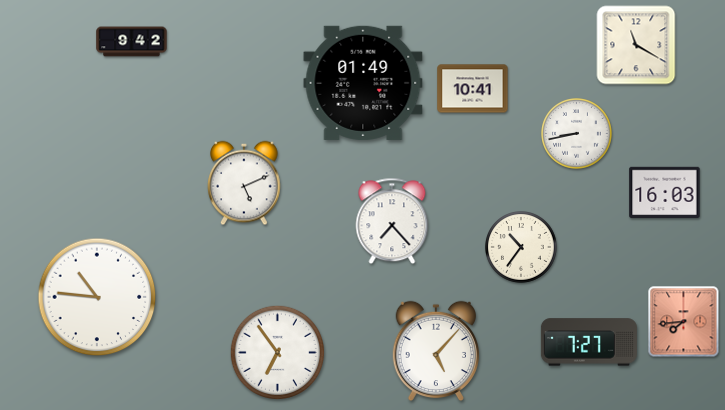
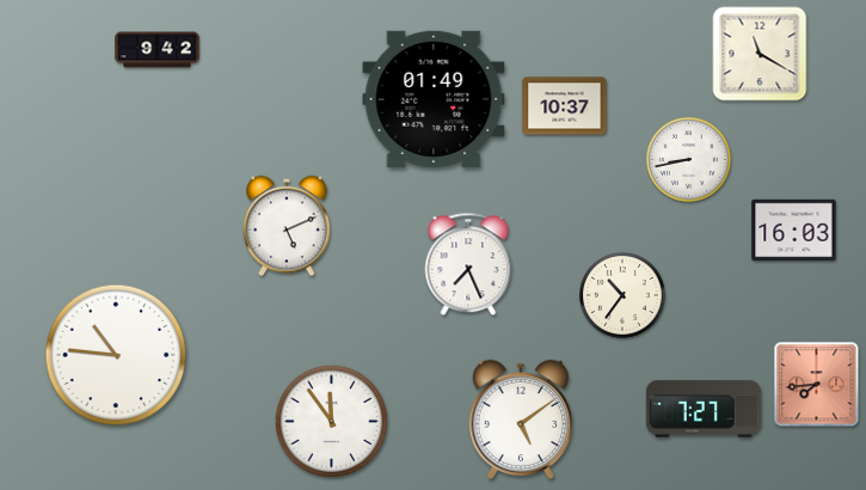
clock at (473, 89): 10:41 -> 10:37
clock at (244, 183) position: (244, 183) -> (287, 226)
clock at (392, 221): 7:23 -> 7:26
clock at (435, 351): 5:07 -> 5:09
clock at (277, 352): 6:54 -> 11:54
